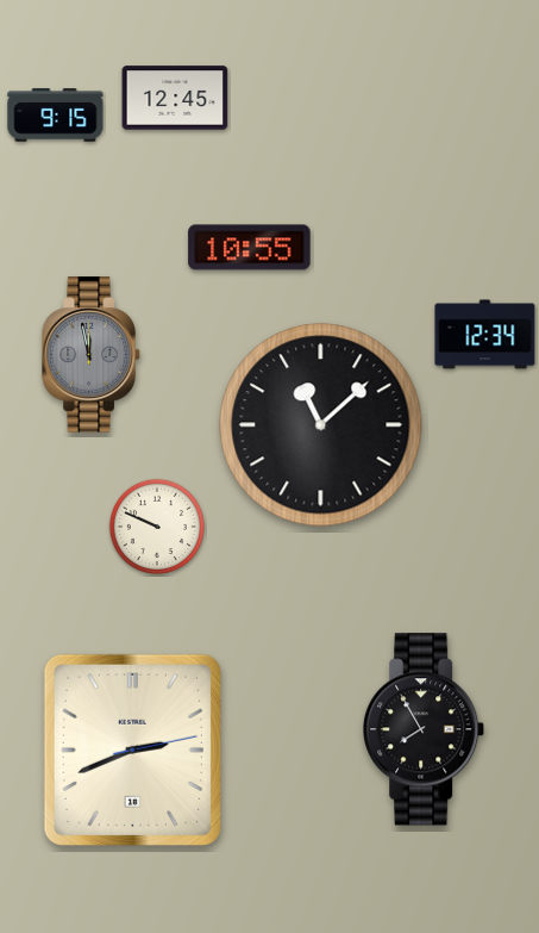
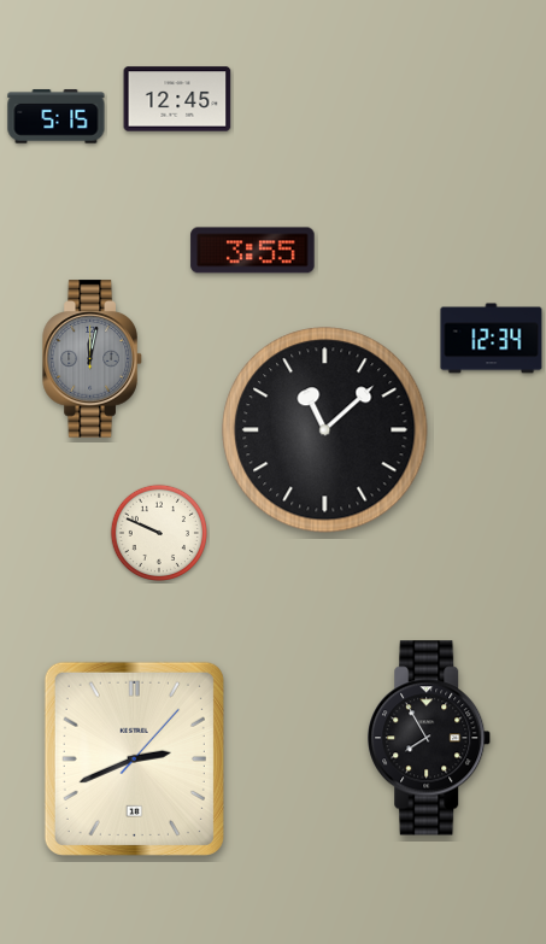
clock at (56, 116): 9:15 -> 5:15
clock at (250, 248): 10:55 -> 3:55
clock at (92, 355): 11:58 -> 12:02
clock at (132, 749): 2:41:13 -> 2:41:07
